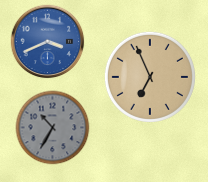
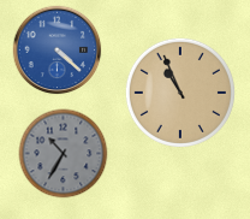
clock at (48, 42): 3:41 -> 4:22
clock at (150, 77): 6:56 -> 10:56
